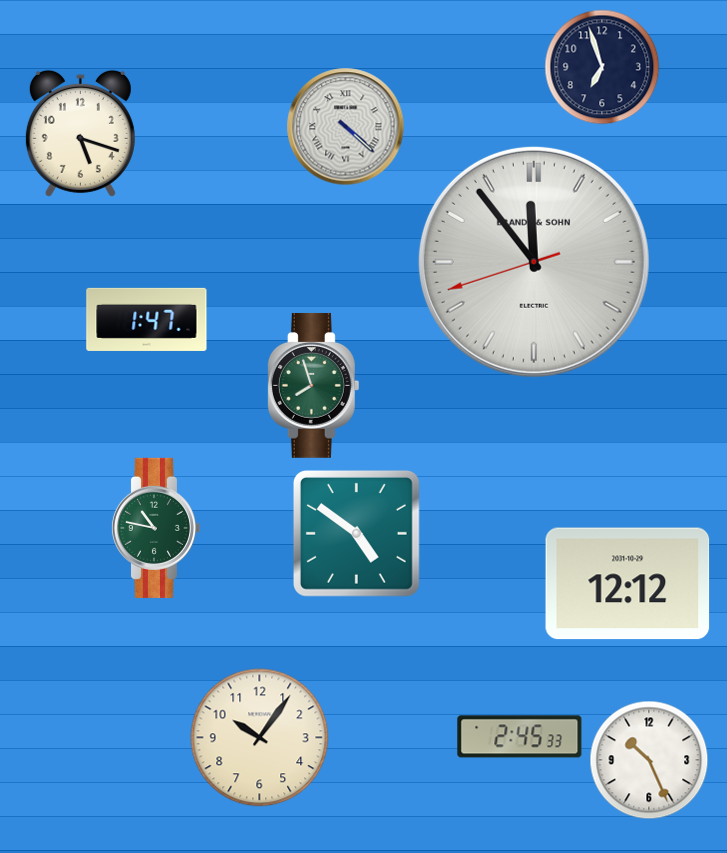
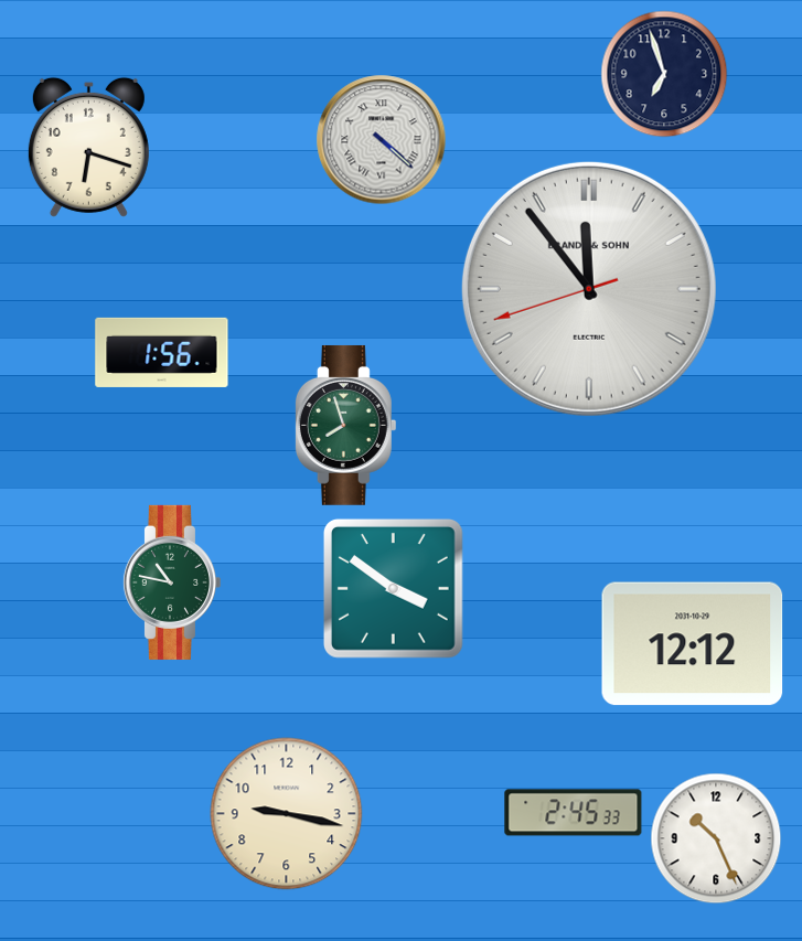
clock at (80, 133): 5:18 -> 6:18
clock at (147, 319): 1:47 -> 1:56
clock at (356, 533): 4:51 -> 3:51
clock at (260, 738): 10:06 -> 9:17
